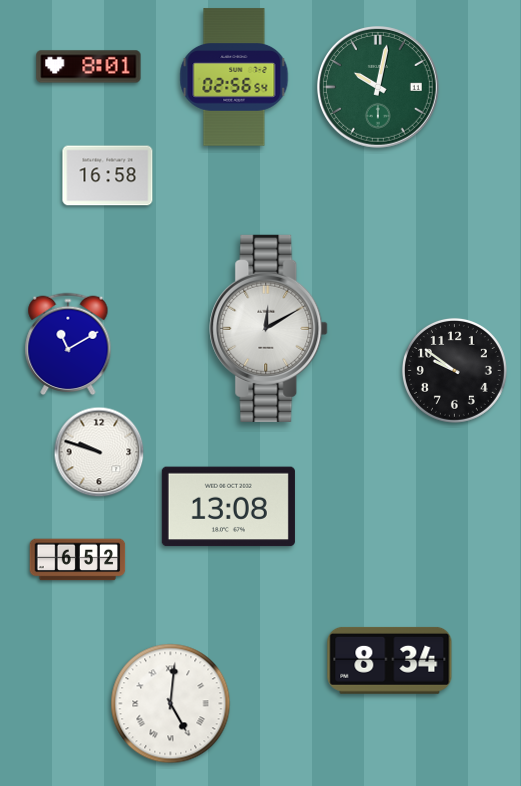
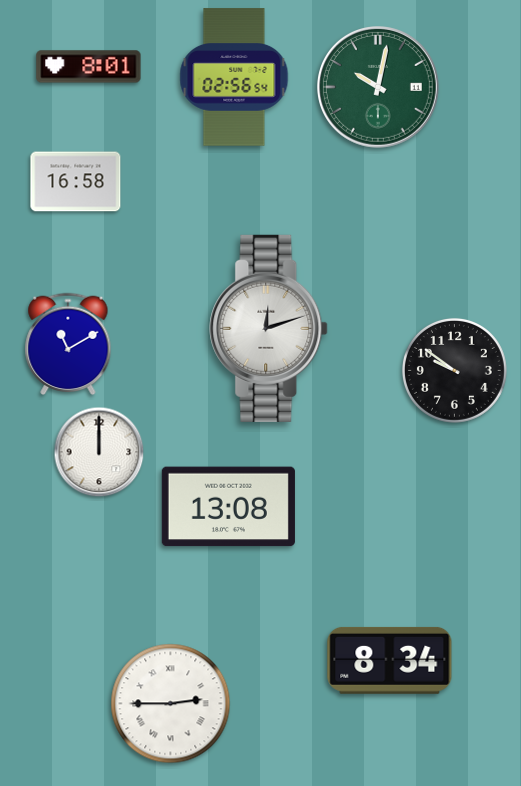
clock at (108, 176) position: (108, 176) -> (76, 182)
clock at (269, 328): 12:10 -> 12:12
clock at (99, 452): 9:48 -> 12:00
clock at (78, 560): 6:52 -> none
clock at (171, 704): 5:01 -> 2:45
